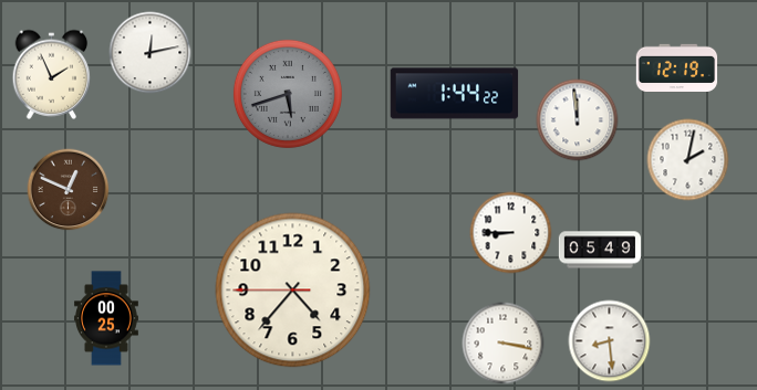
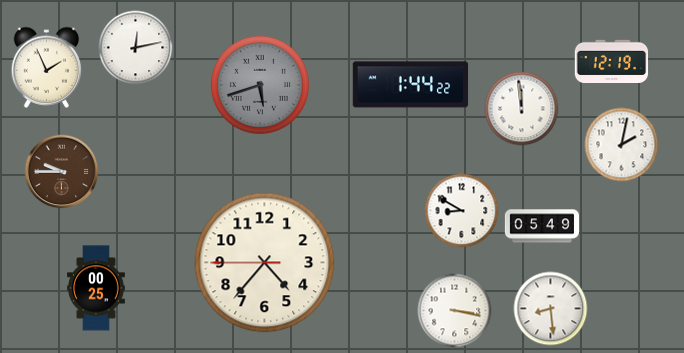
clock at (69, 190): 12:49 -> 9:45
clock at (511, 233): 8:45 -> 8:50
